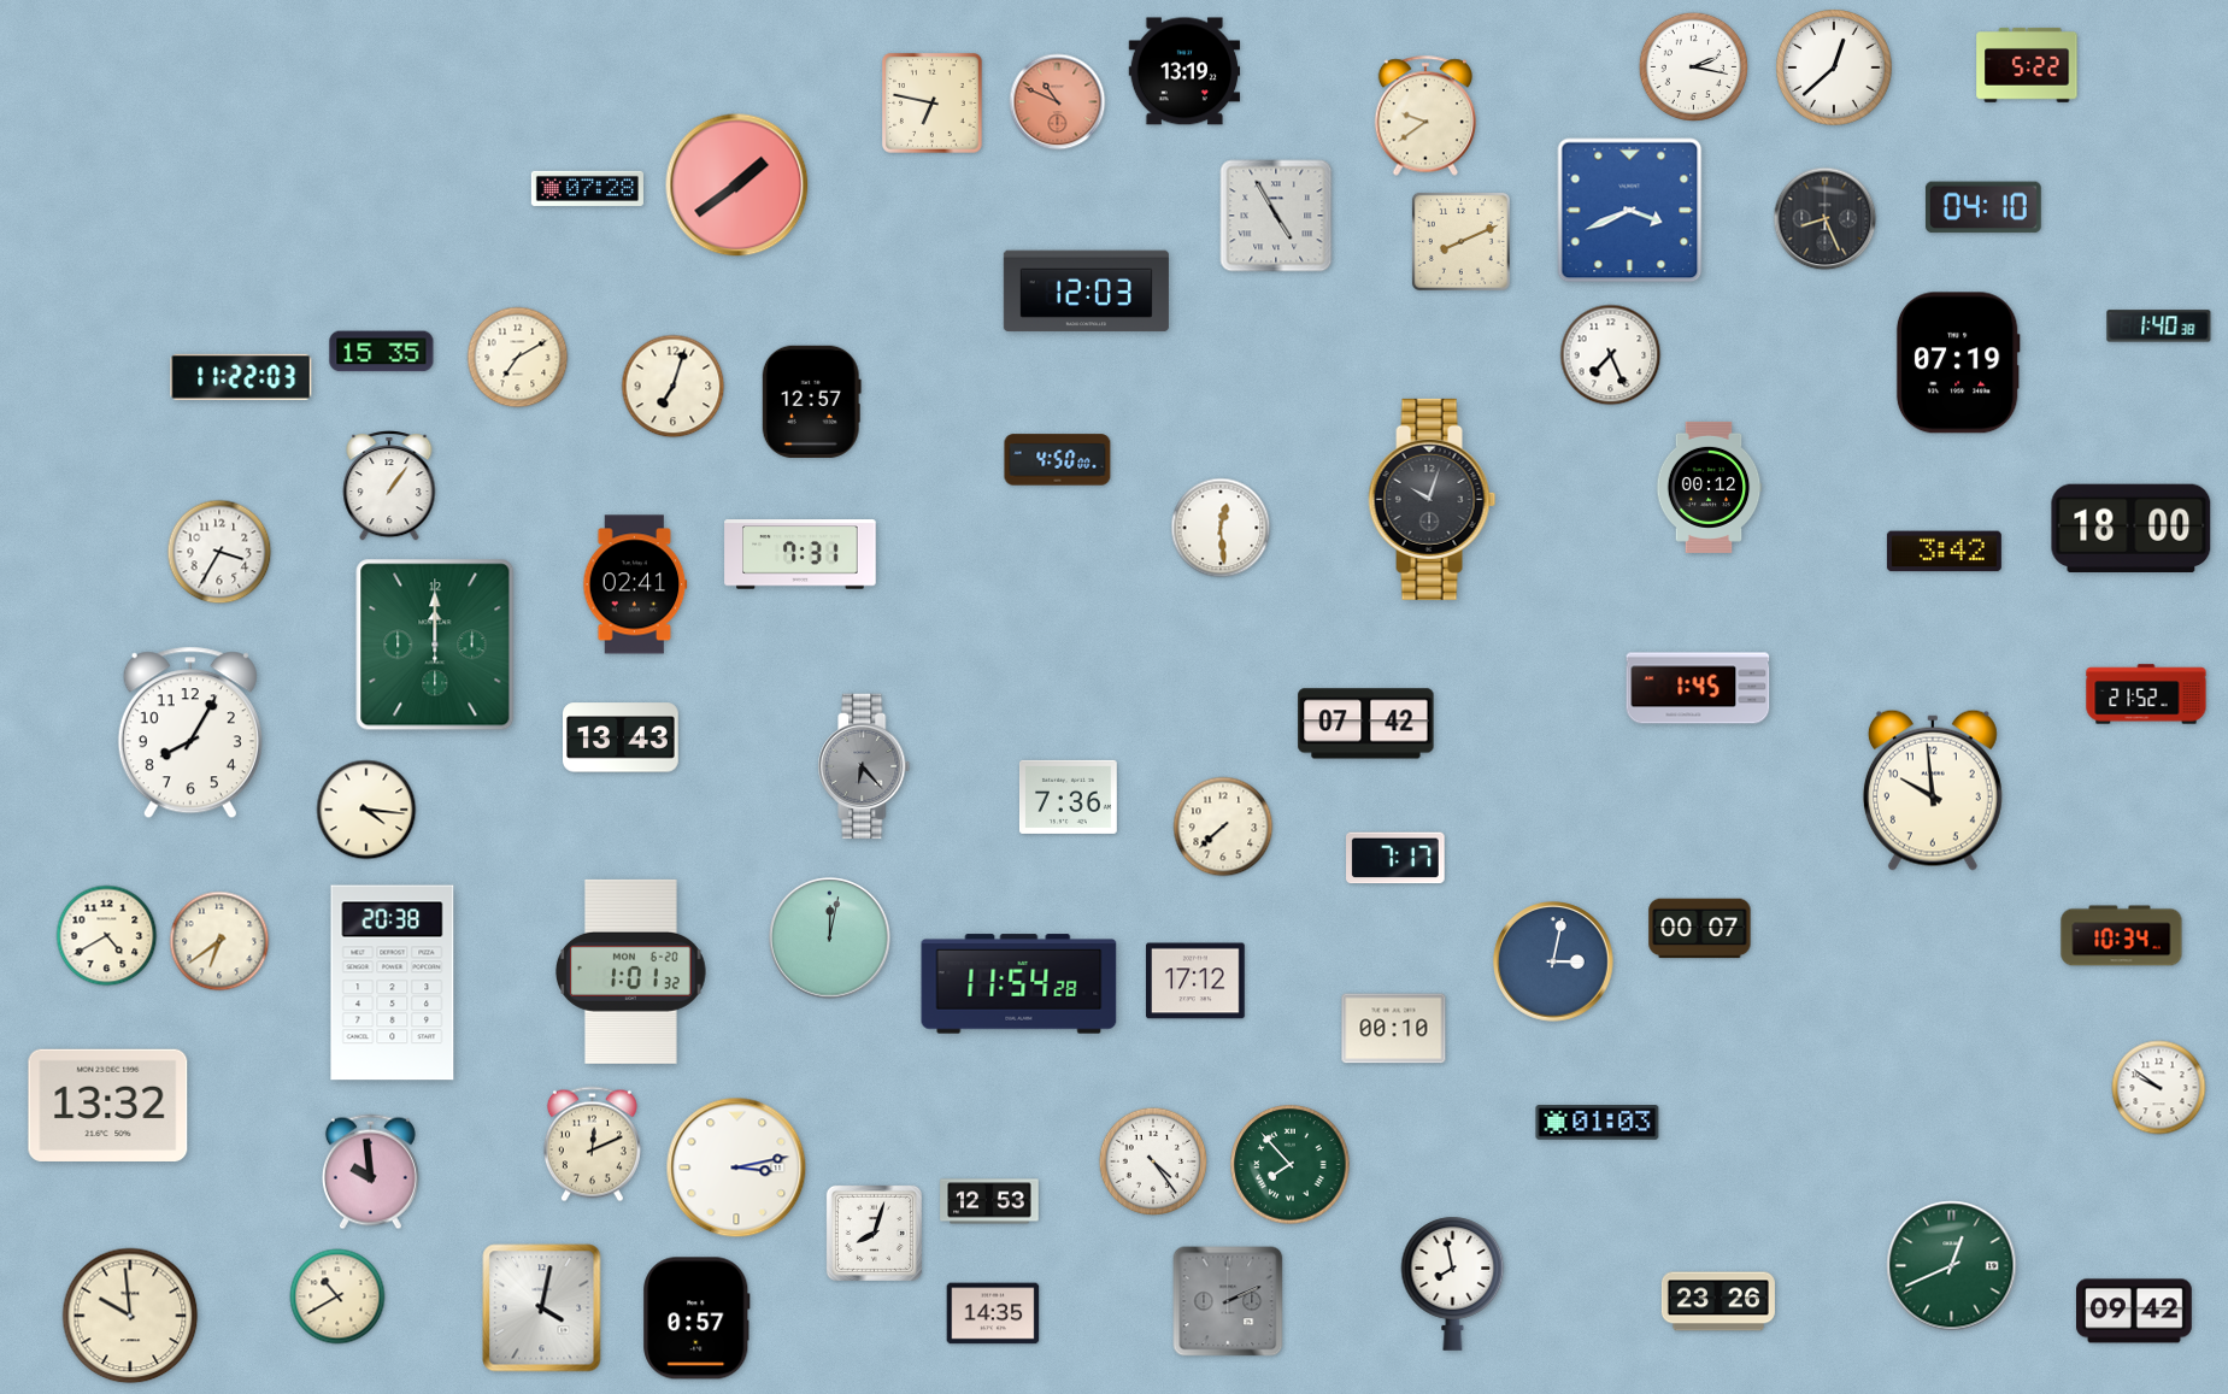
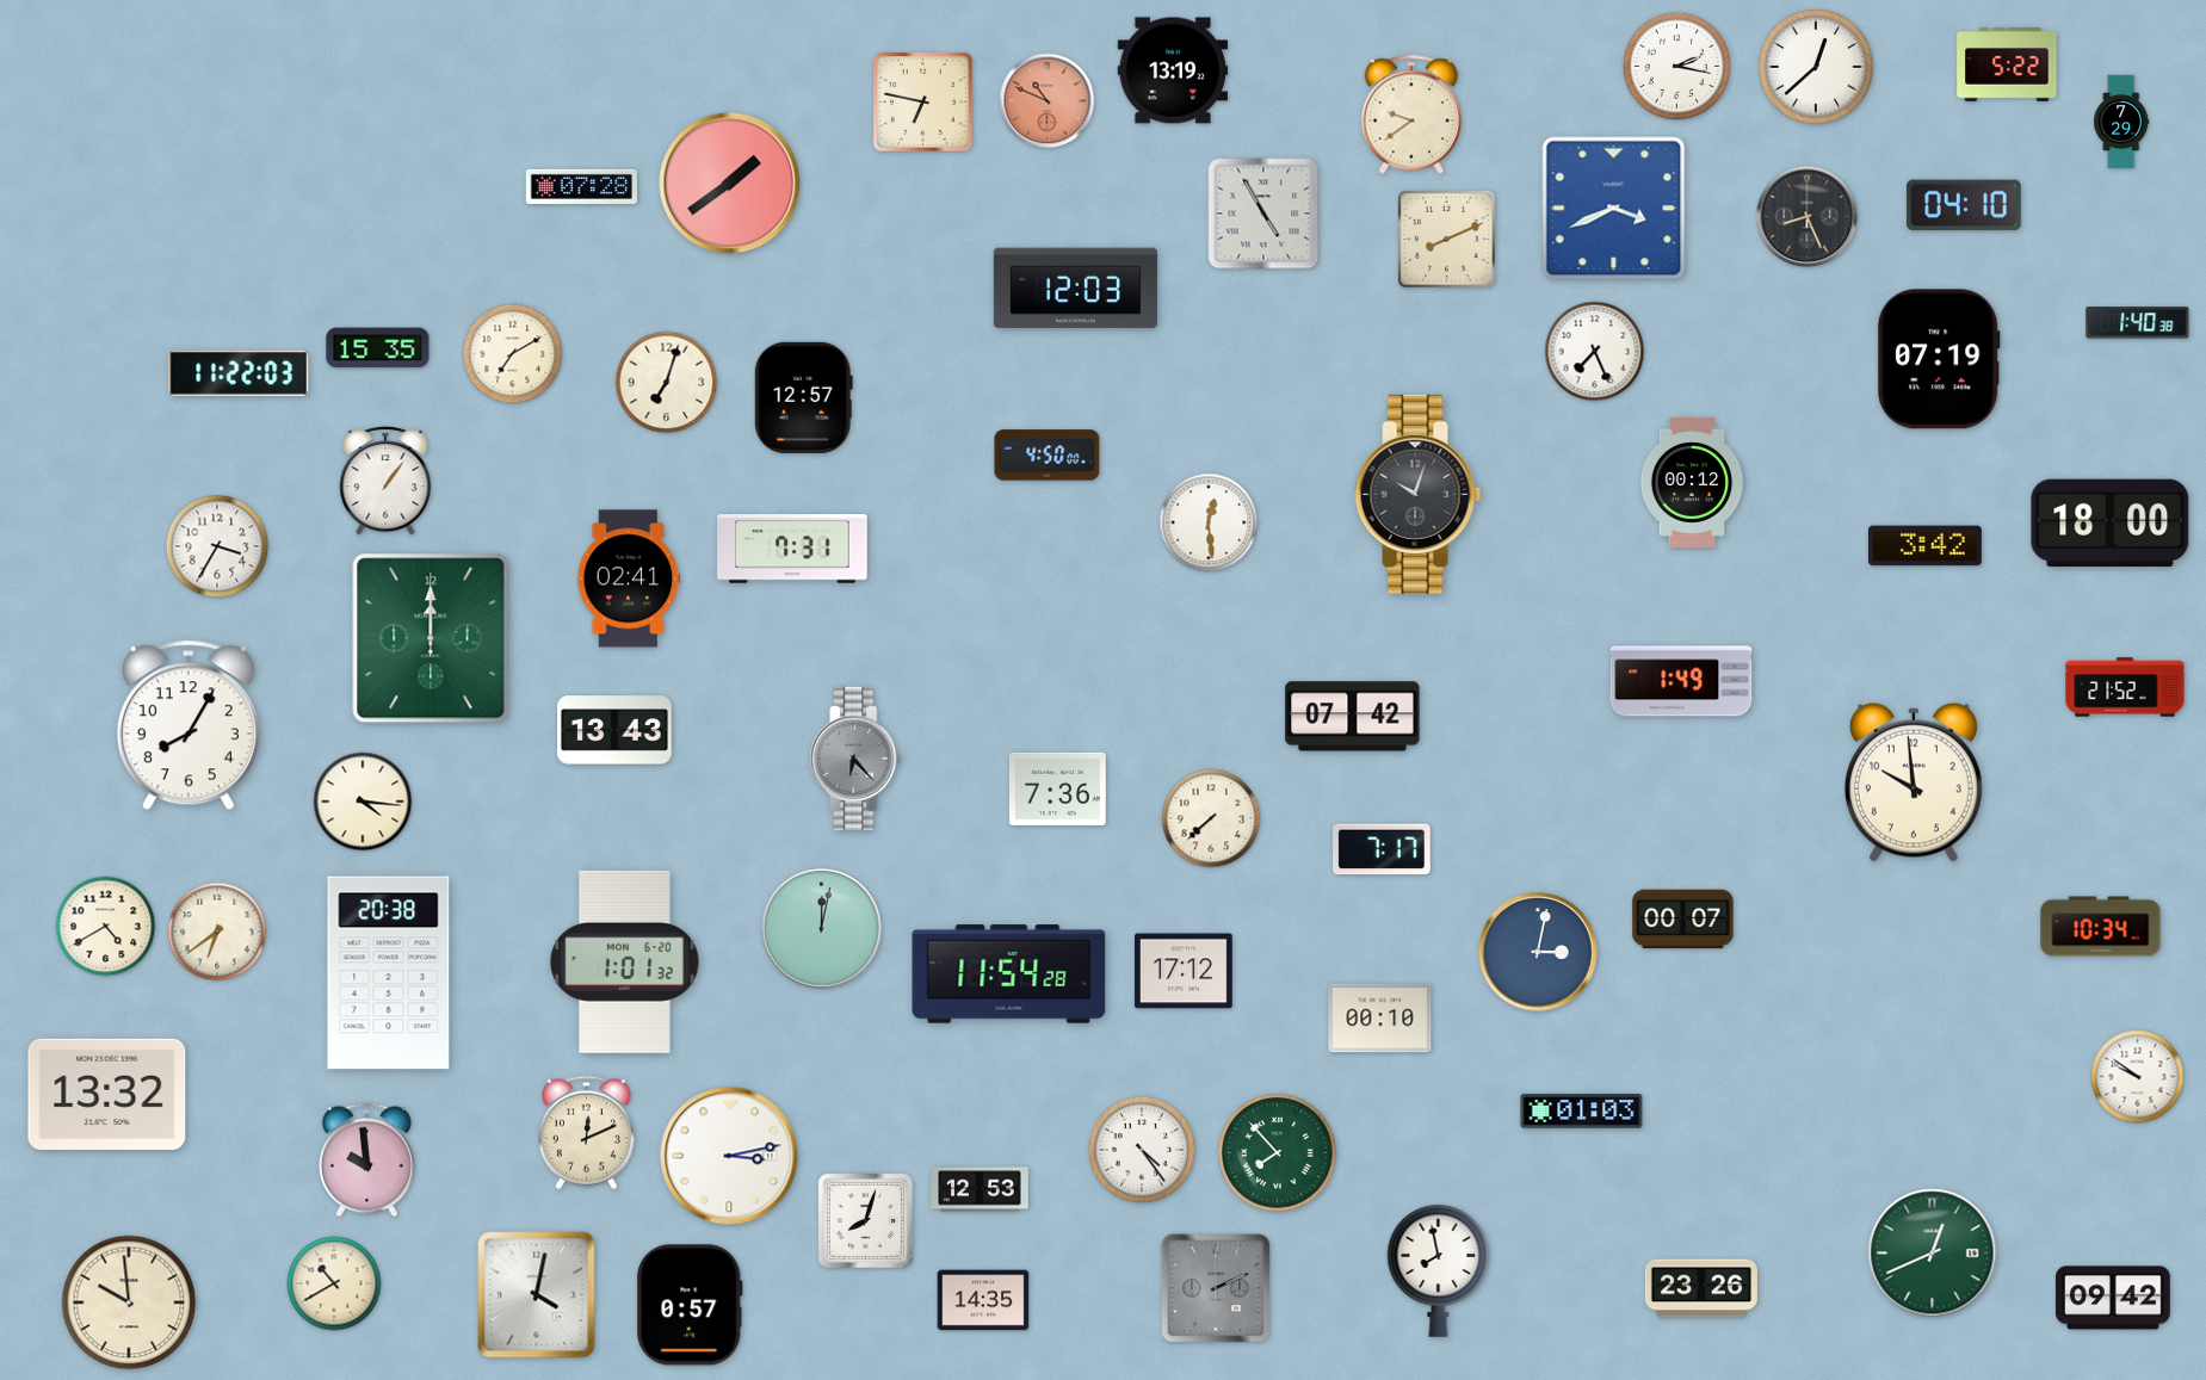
clock at (2121, 122): none -> 7:29
clock at (1698, 688): 1:45 -> 1:49
